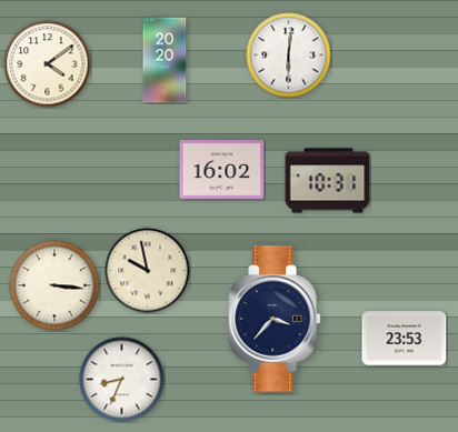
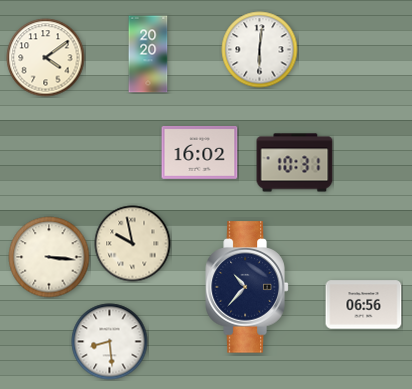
clock at (48, 64) position: (48, 64) -> (46, 58)
clock at (275, 319): 3:37 -> 10:37
clock at (405, 339): 23:53 -> 06:56
clock at (122, 380): 8:34 -> 8:29
